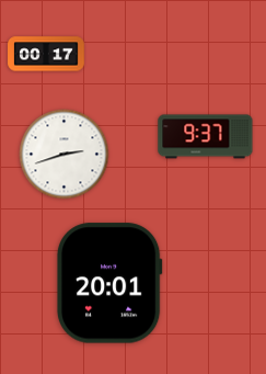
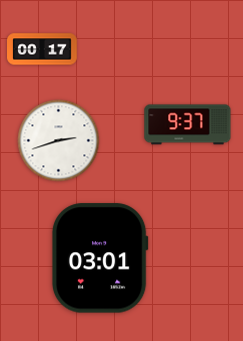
clock at (109, 283): 20:01 -> 03:01
